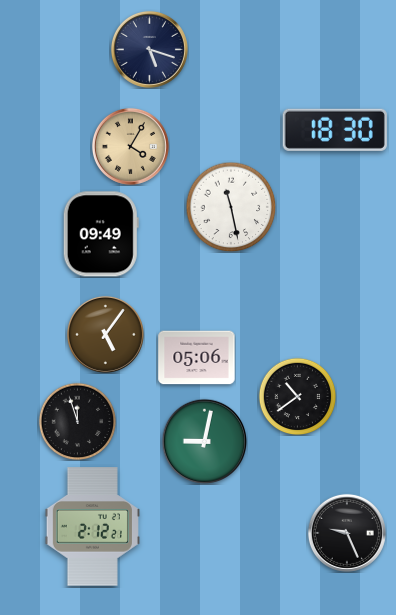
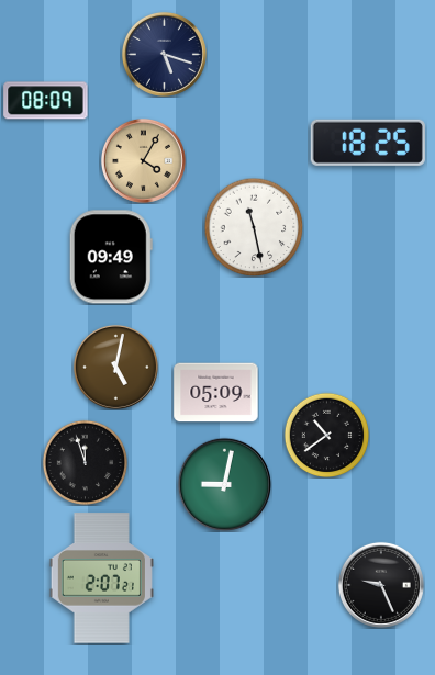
clock at (46, 101): none -> 08:09
clock at (335, 130): 18:30 -> 18:25
clock at (105, 334): 5:06 -> 5:02
clock at (197, 358): 05:06 -> 05:09
clock at (92, 527): 2:12 -> 2:07
